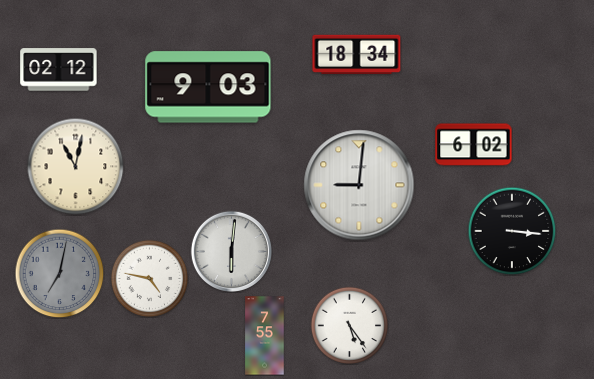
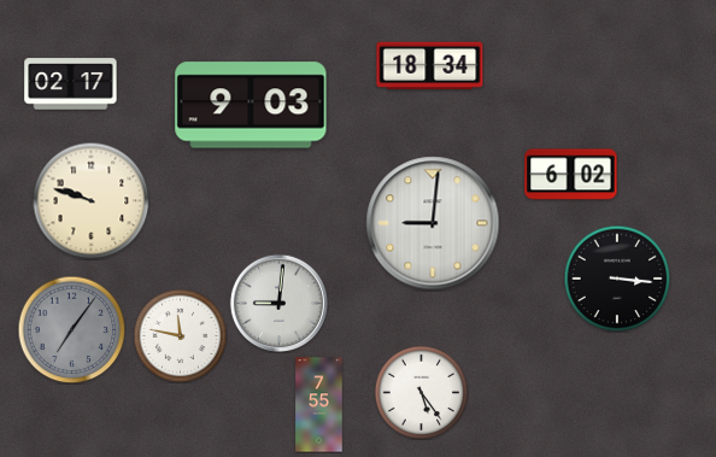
clock at (59, 70): 02:12 -> 02:17
clock at (75, 166): 11:02 -> 9:48
clock at (231, 251): 6:01 -> 9:01
clock at (59, 273): 7:02 -> 7:06
clock at (149, 278): 4:47 -> 11:47
